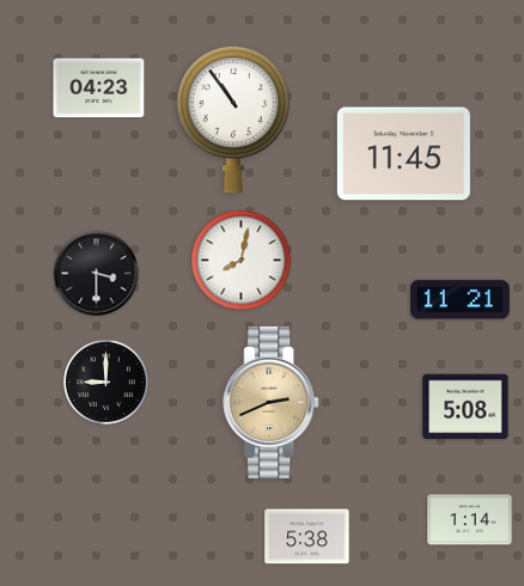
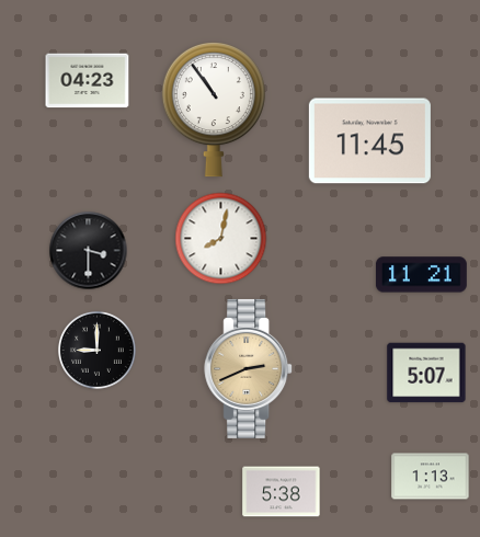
clock at (99, 88) position: (99, 88) -> (88, 81)
clock at (465, 407): 5:08 -> 5:07
clock at (470, 520): 1:14 -> 1:13
